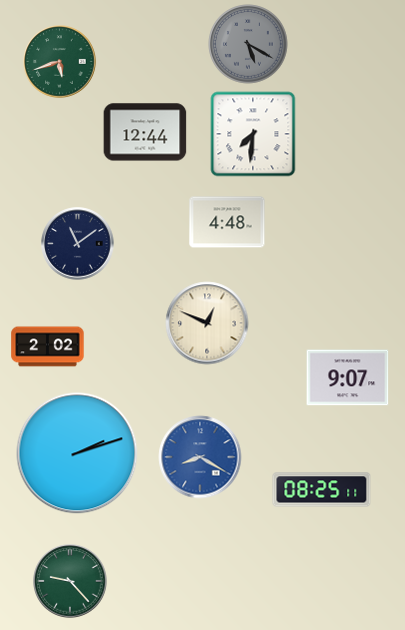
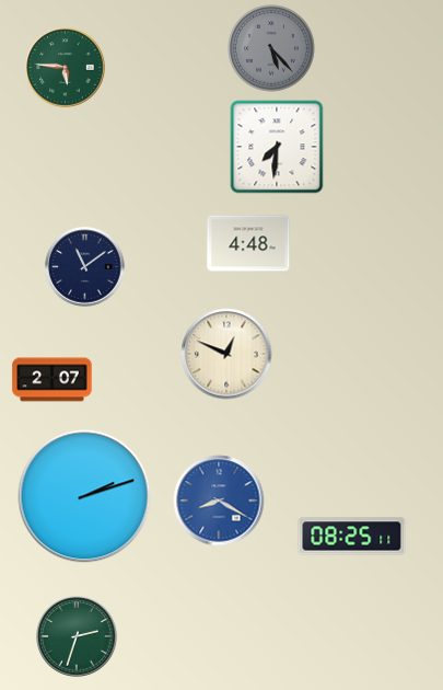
clock at (248, 44): 5:20 -> 5:23
clock at (60, 62): 5:42 -> 5:46
clock at (145, 132): 12:44 -> none
clock at (48, 347): 2:02 -> 2:07
clock at (348, 378): 9:07 -> none
clock at (70, 581): 9:23 -> 2:33
